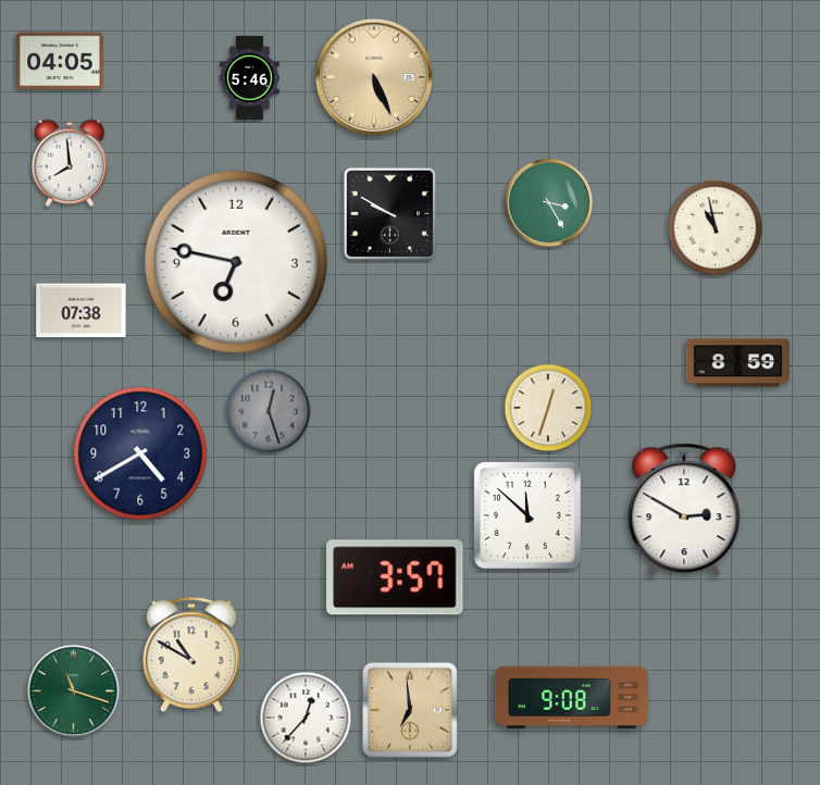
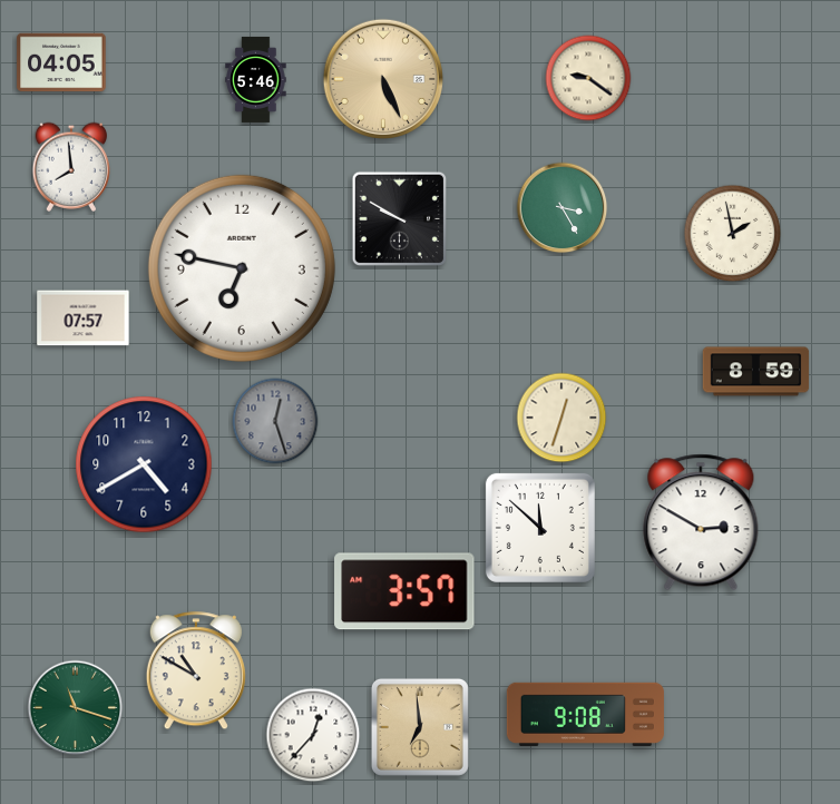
clock at (588, 78): none -> 9:21
clock at (716, 228): 10:58 -> 1:58
clock at (82, 311): 07:38 -> 07:57
